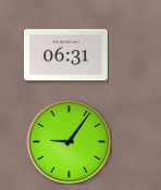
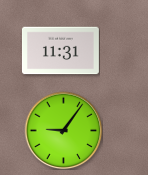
clock at (65, 55): 06:31 -> 11:31
